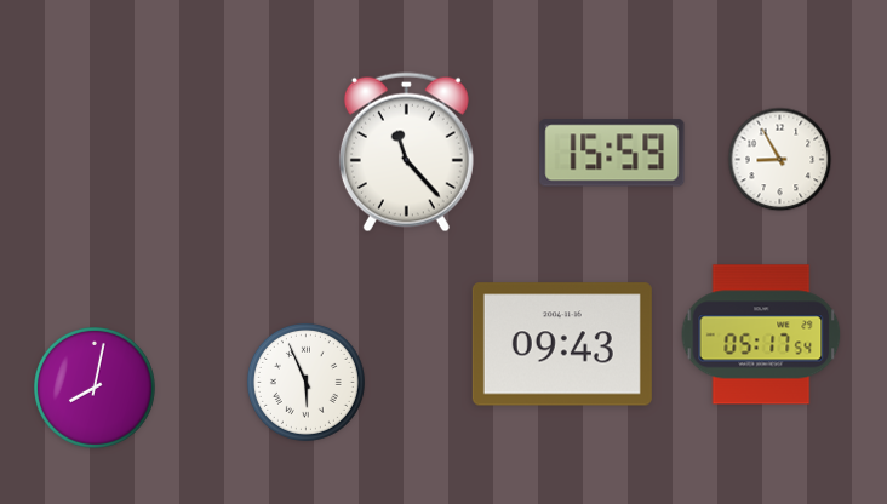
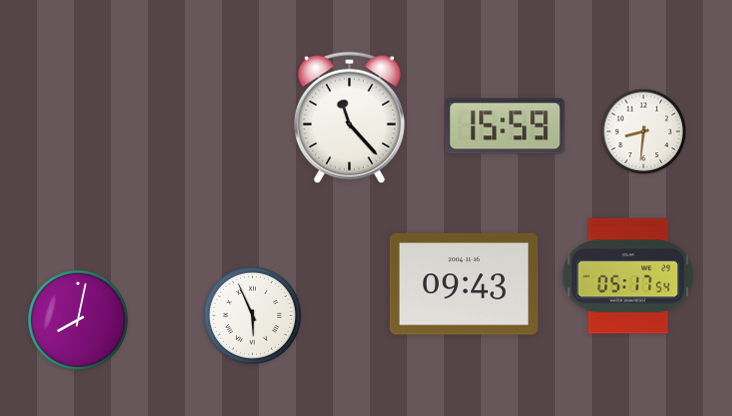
clock at (406, 153) position: (406, 153) -> (349, 118)
clock at (780, 160): 8:55 -> 8:31
